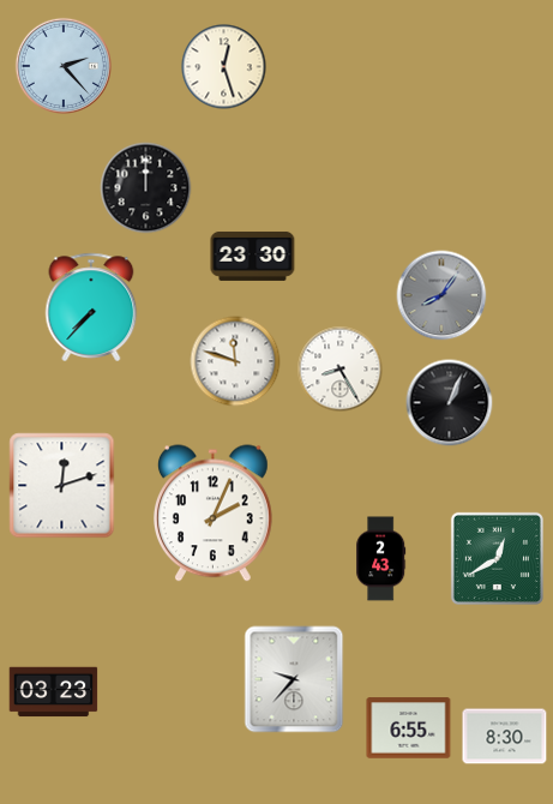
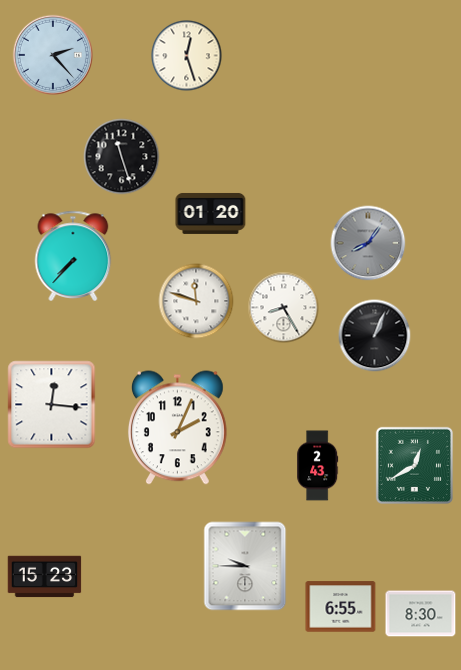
clock at (146, 188): 12:00 -> 11:27
clock at (253, 256): 23:30 -> 01:20
clock at (441, 295) position: (441, 295) -> (368, 243)
clock at (91, 307) position: (91, 307) -> (73, 256)
clock at (62, 486): 12:12 -> 12:16
clock at (294, 679): 9:37 -> 9:45
clock at (54, 692): 03:23 -> 15:23
